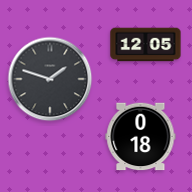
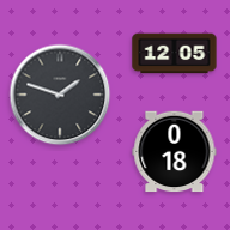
clock at (141, 137) position: (141, 137) -> (175, 152)
